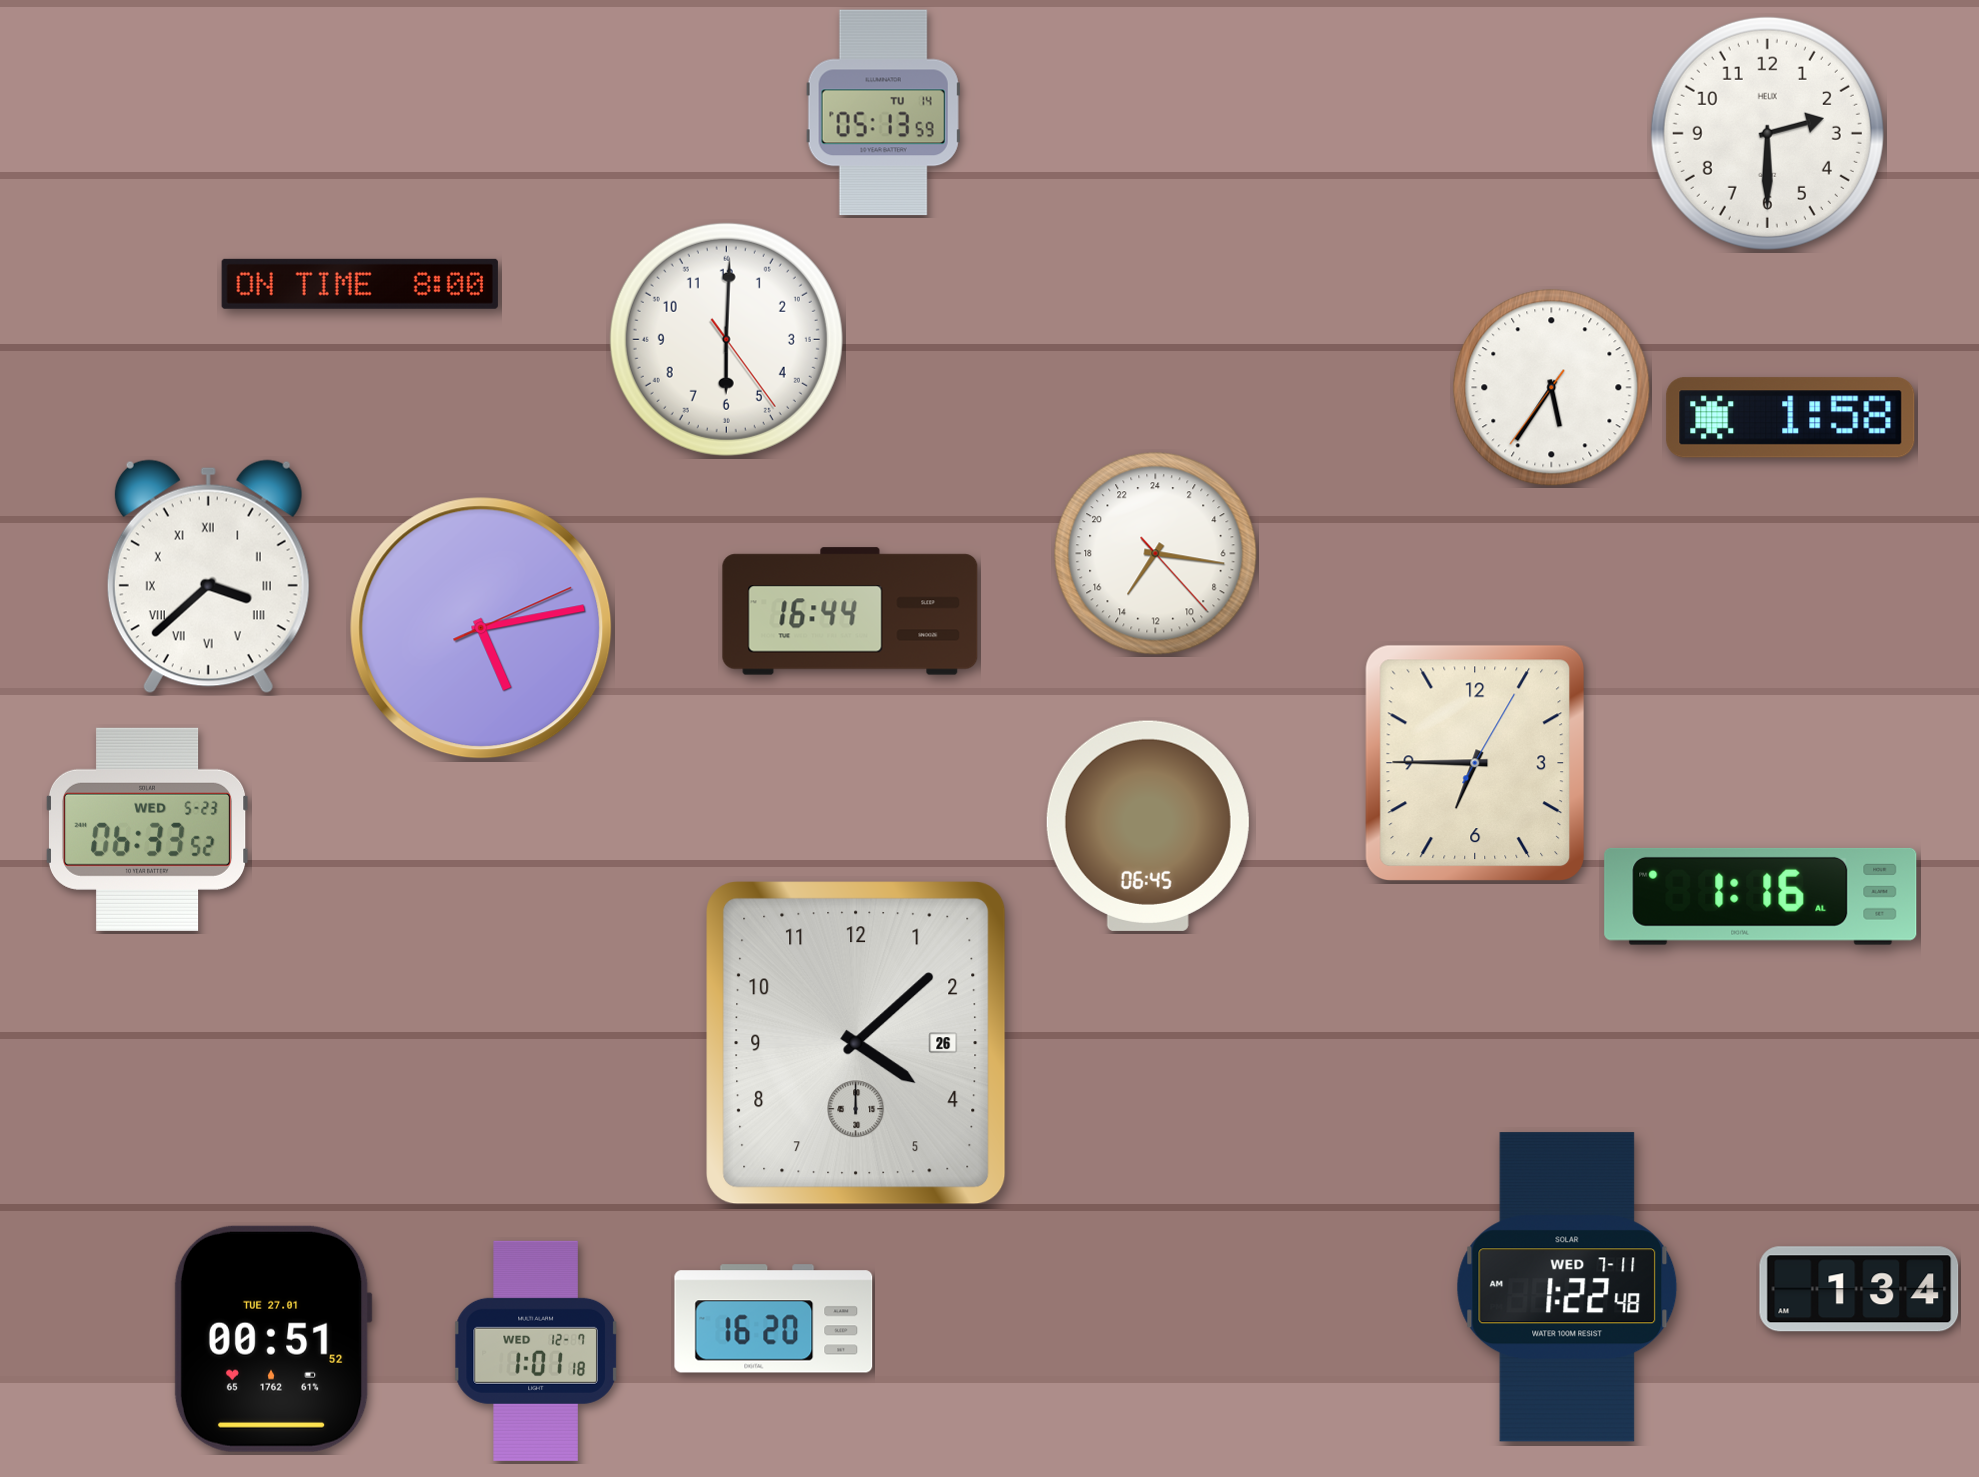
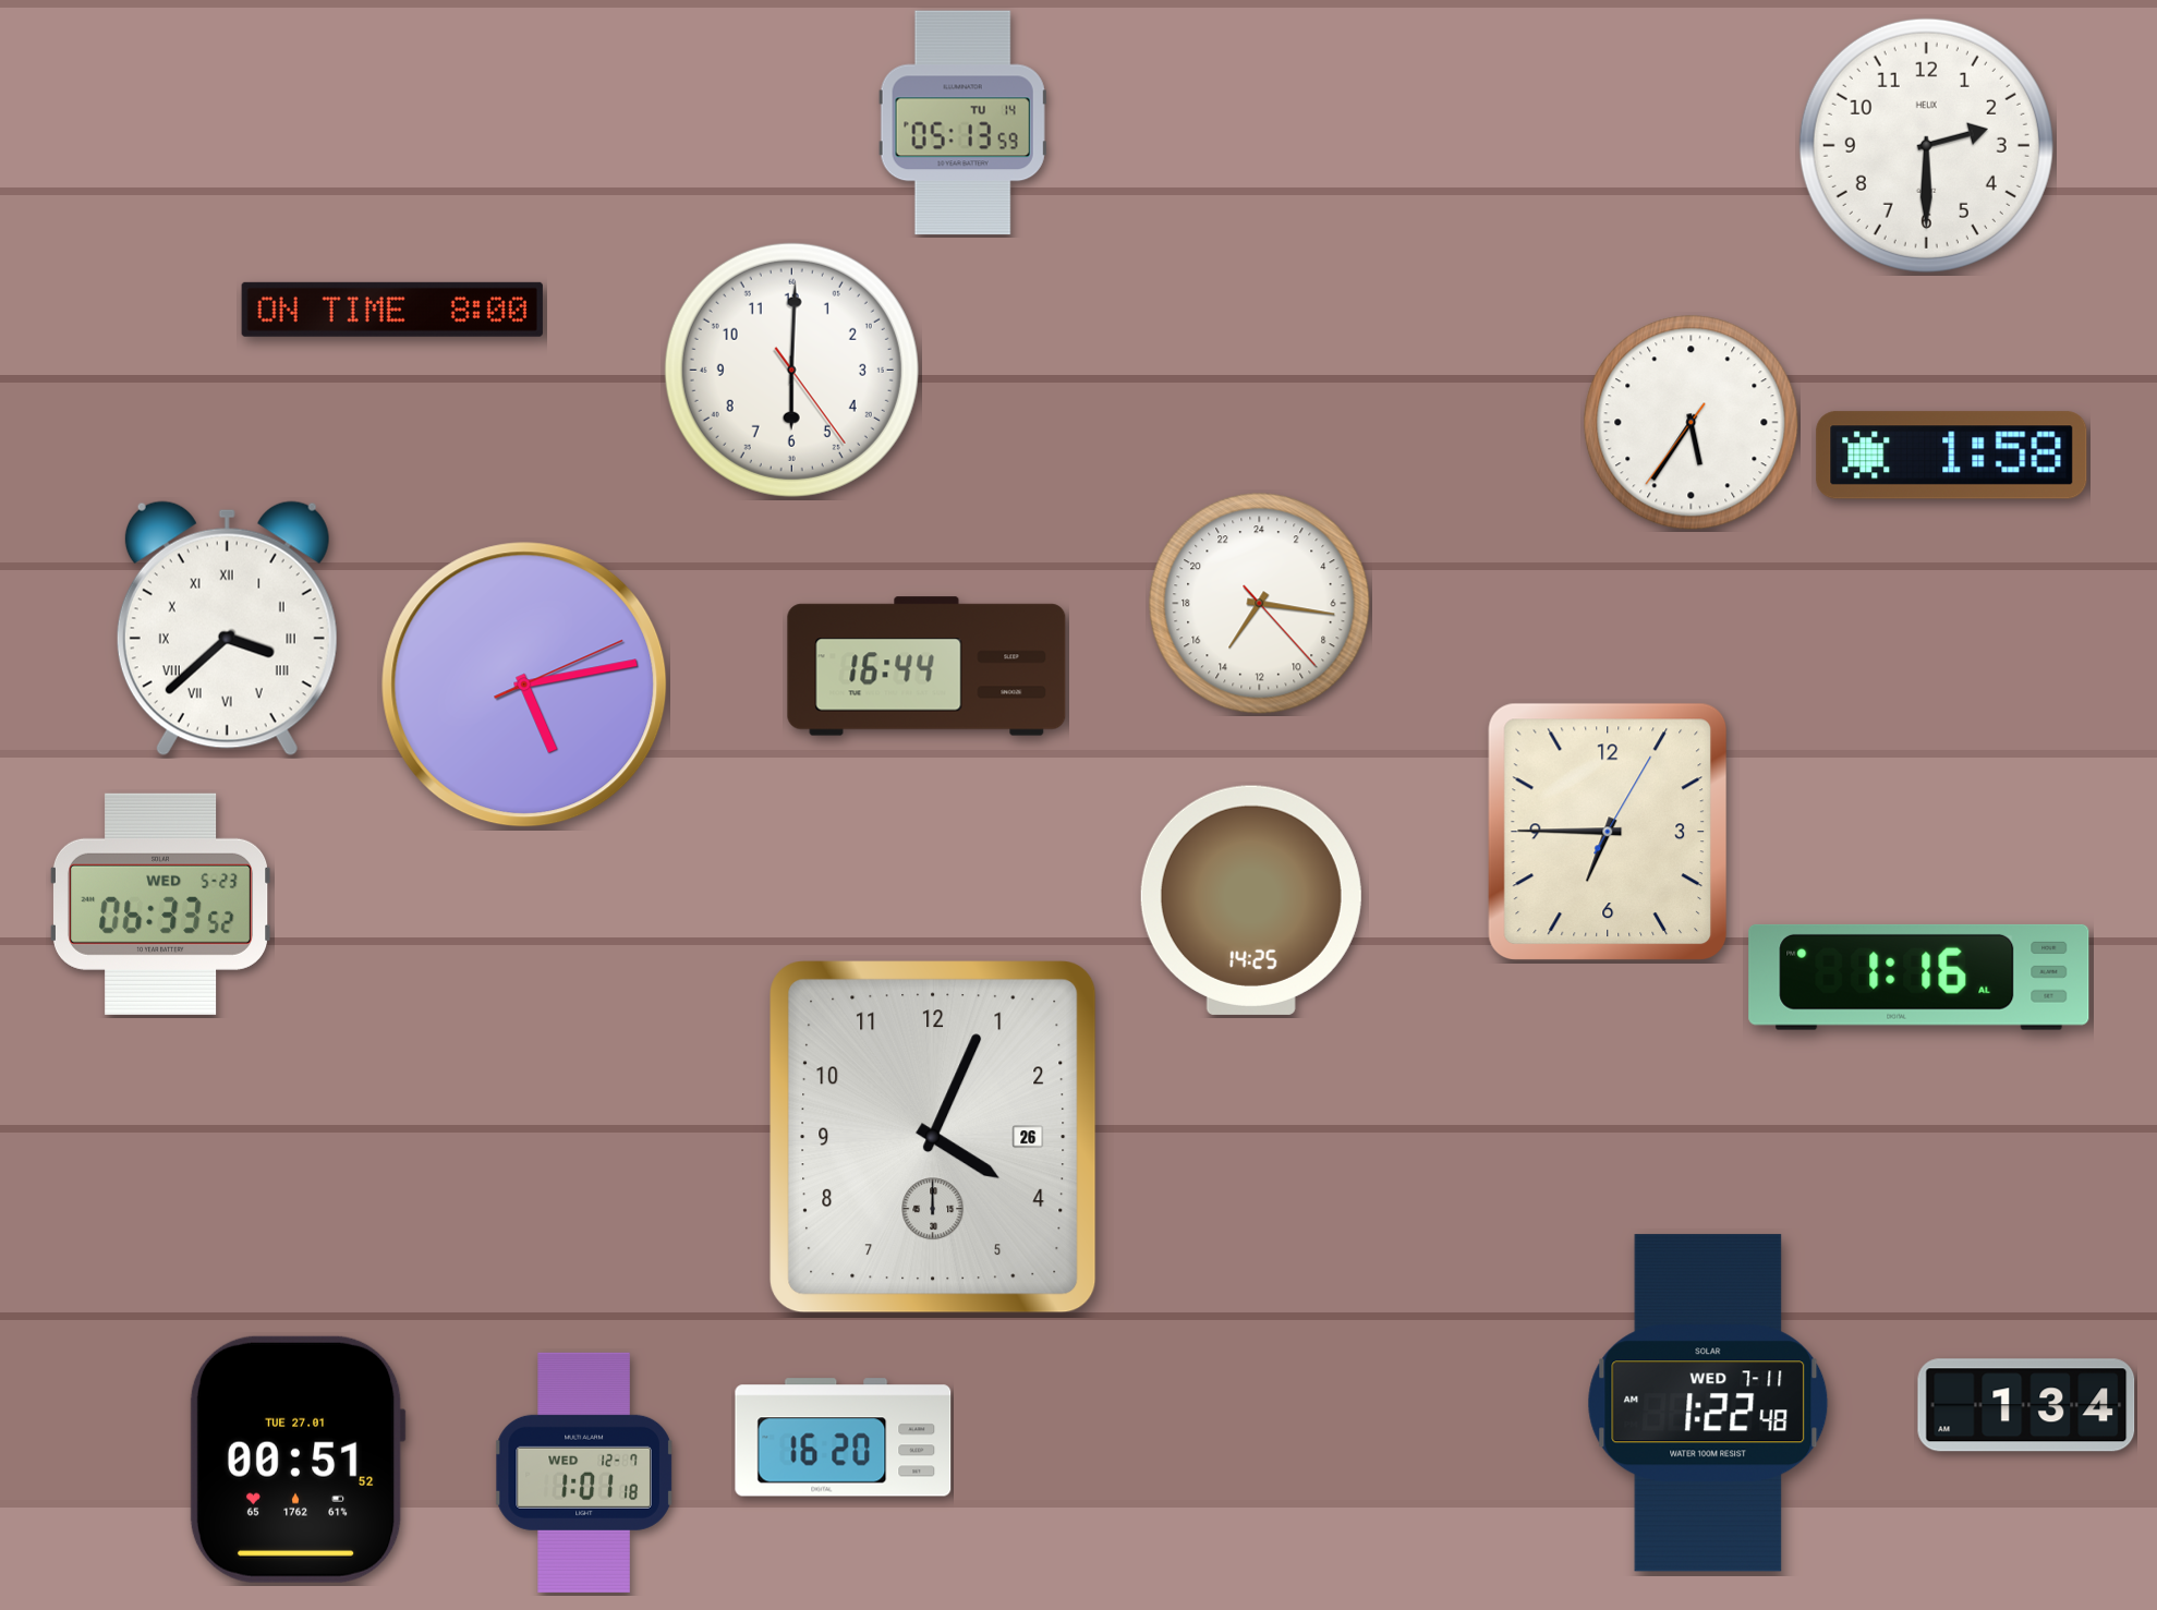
clock at (1148, 826): 06:45 -> 14:25
clock at (856, 1043): 4:08 -> 4:04
